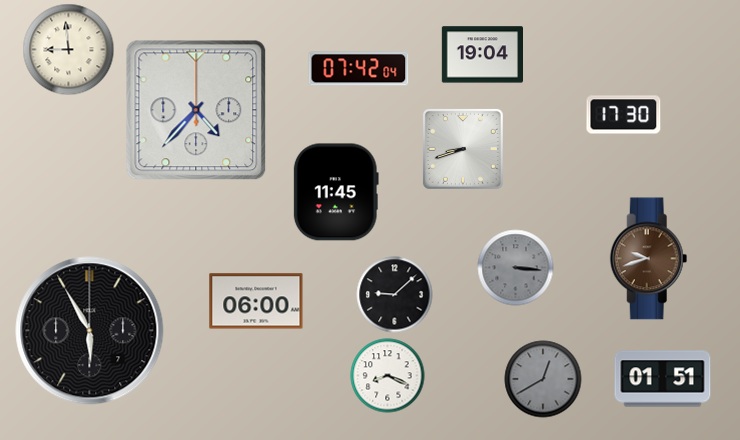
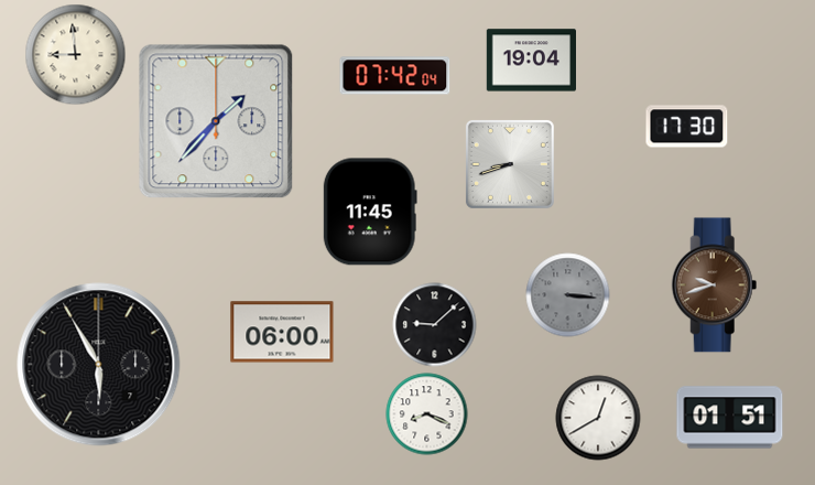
clock at (196, 110): 4:37 -> 1:37
clock at (543, 379) dial: grey -> white
